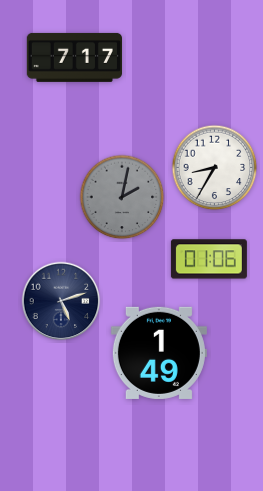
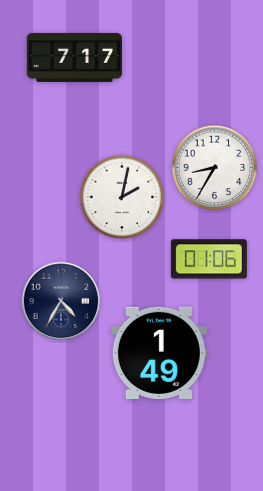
clock at (122, 197) dial: grey -> white
clock at (61, 301): 5:12 -> 4:35
